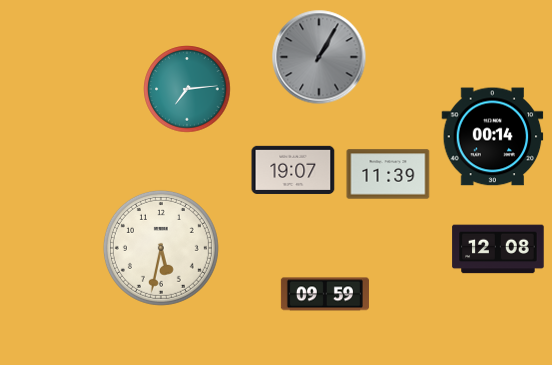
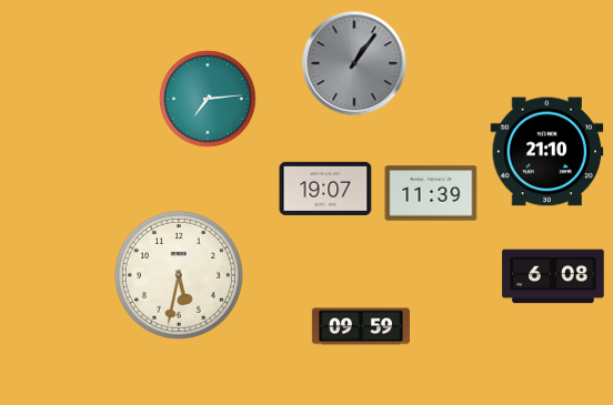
clock at (319, 57): 1:05 -> 1:06
clock at (493, 137): 00:14 -> 21:10
clock at (498, 249): 12:08 -> 6:08
